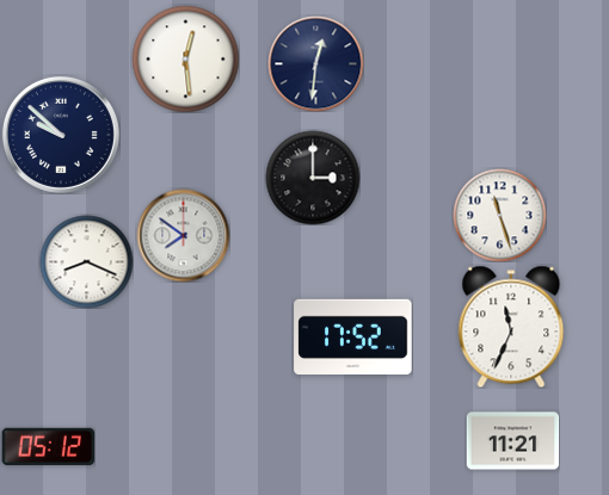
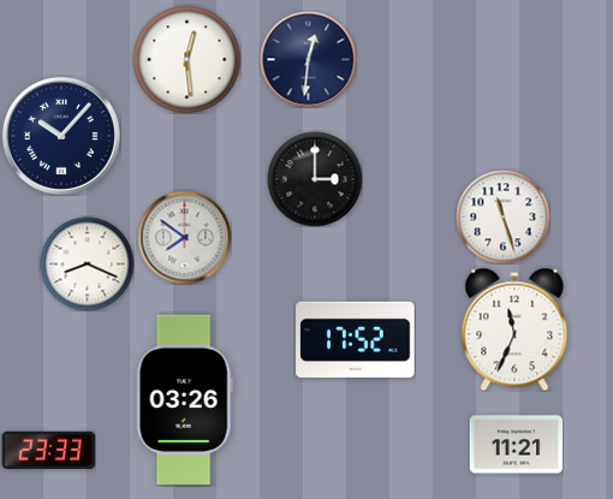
clock at (315, 63) position: (315, 63) -> (308, 59)
clock at (61, 135): 9:52 -> 10:07
clock at (184, 399): none -> 03:26
clock at (48, 446): 05:12 -> 23:33
